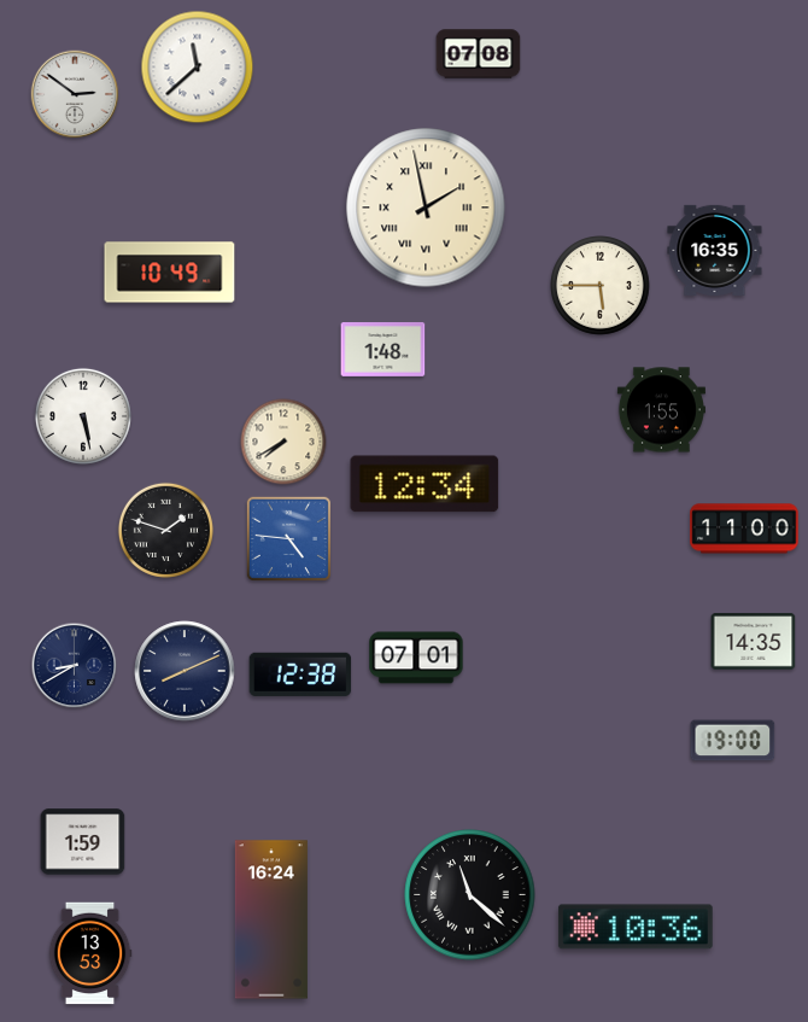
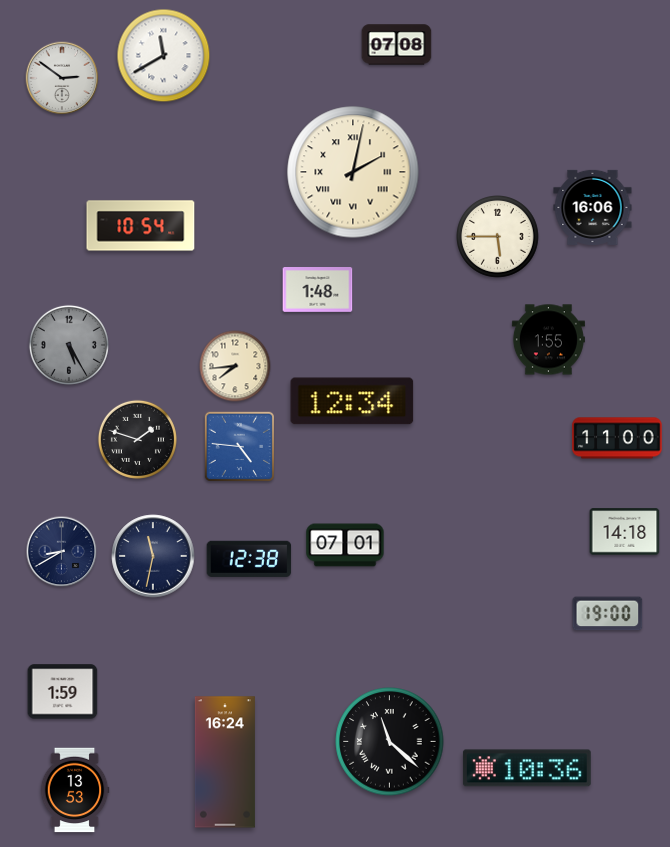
clock at (198, 68): 11:38 -> 11:40
clock at (426, 208): 1:58 -> 2:02
clock at (715, 250): 16:35 -> 16:06
clock at (170, 273): 10:49 -> 10:54
clock at (83, 416): 5:28 -> 5:25
clock at (83, 416) dial: white -> grey
clock at (283, 442): 7:40 -> 7:44
clock at (754, 642): 14:35 -> 14:18
clock at (185, 671): 8:11 -> 11:32
clock at (83, 842) position: (83, 842) -> (63, 692)
